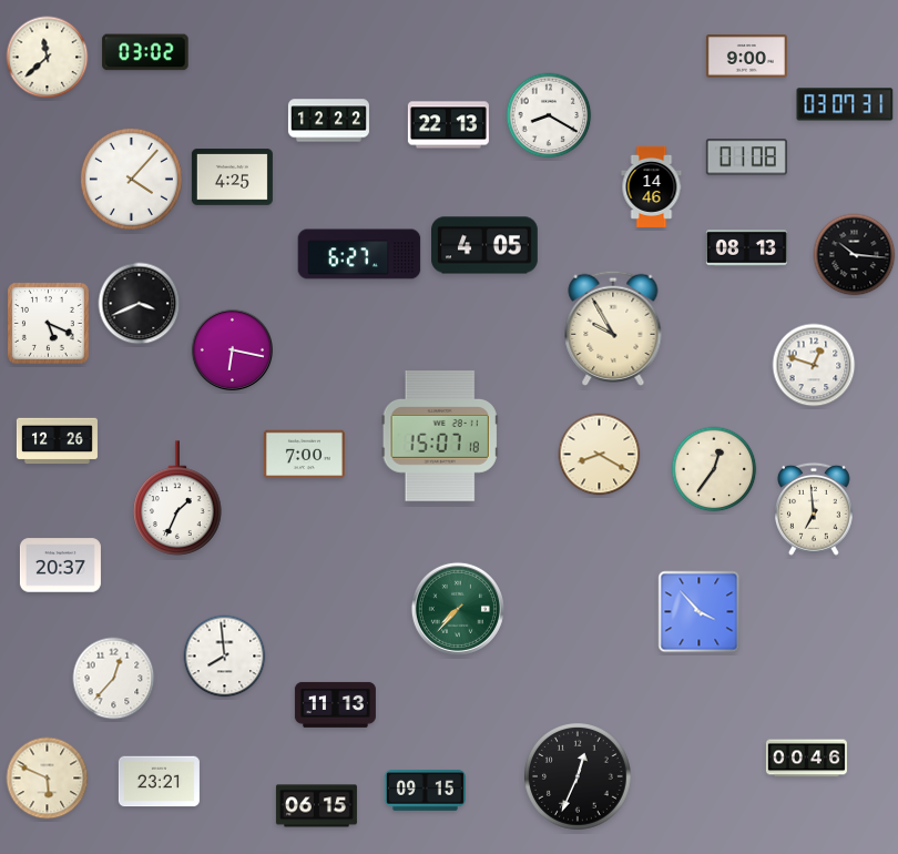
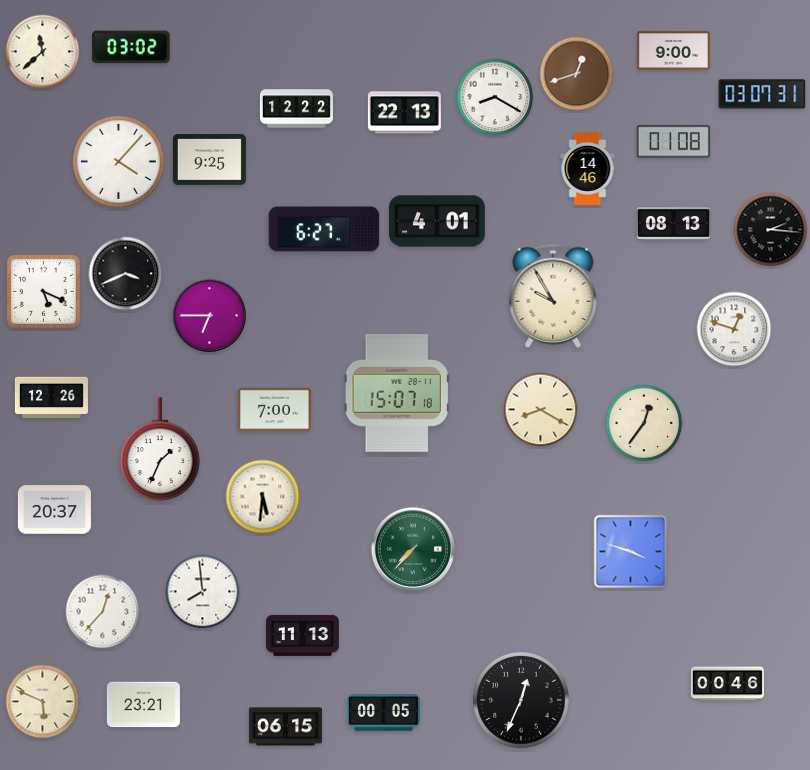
clock at (577, 74): none -> 12:42
clock at (549, 115) position: (549, 115) -> (495, 97)
clock at (232, 177): 4:25 -> 9:25
clock at (486, 245): 4:05 -> 4:01
clock at (855, 255): 10:16 -> 2:16
clock at (232, 349): 6:17 -> 6:45
clock at (814, 509): 6:59 -> none
clock at (263, 497): none -> 5:31
clock at (700, 612): 3:53 -> 3:48
clock at (425, 791): 09:15 -> 00:05
